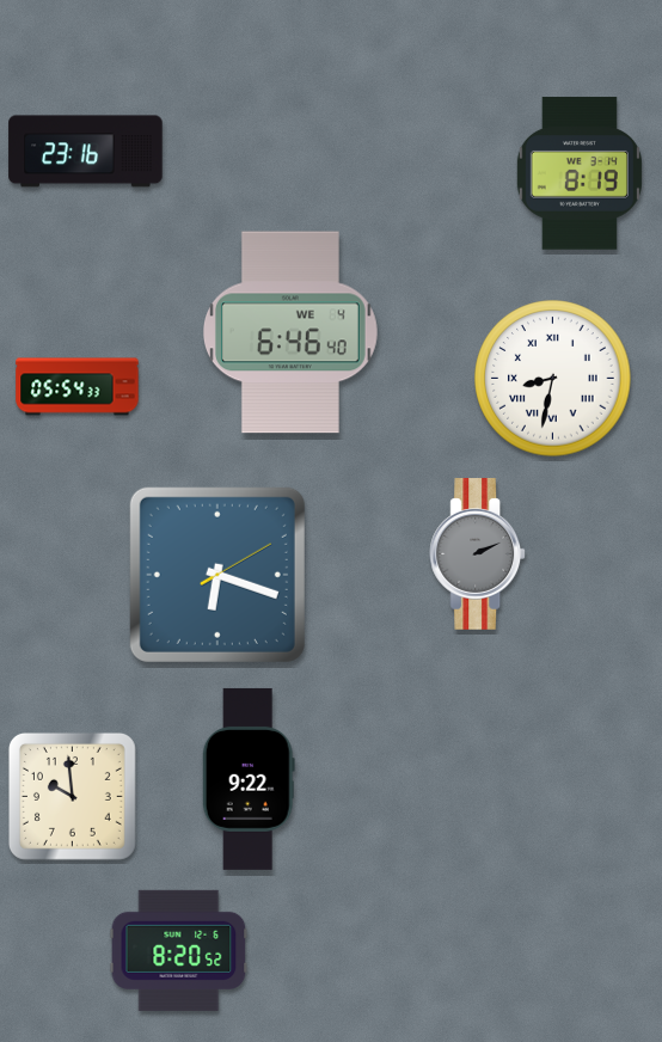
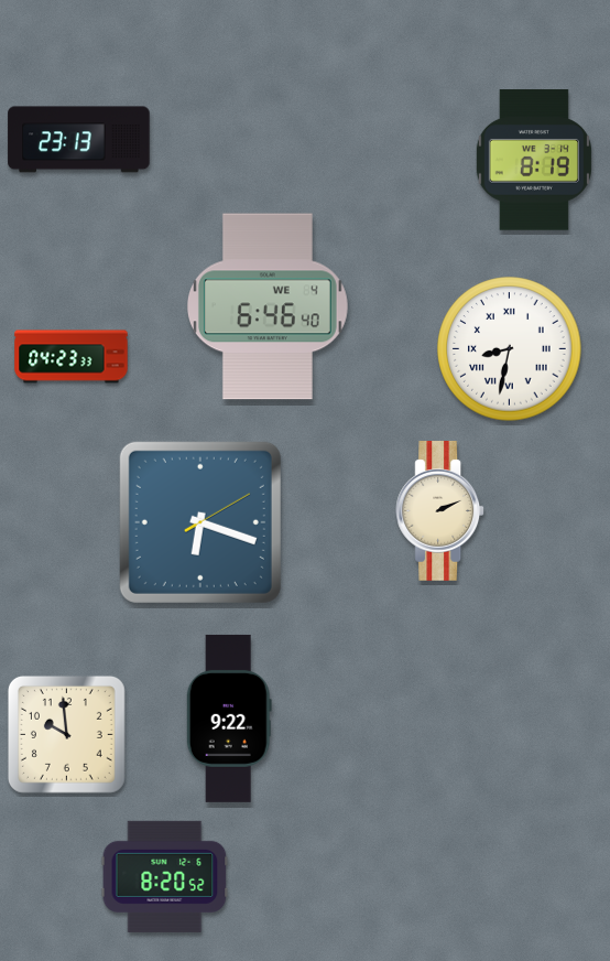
clock at (86, 152): 23:16 -> 23:13
clock at (78, 387): 05:54 -> 04:23
clock at (478, 554) dial: grey -> cream
clock at (217, 575) position: (217, 575) -> (200, 522)
